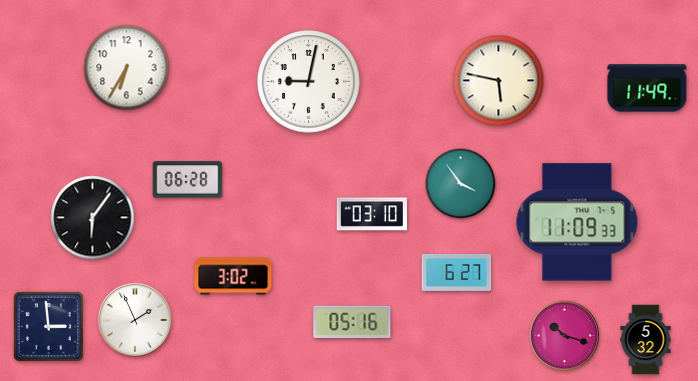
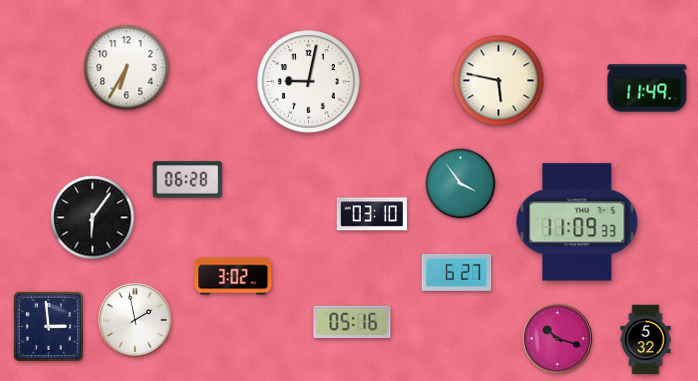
clock at (135, 320): 1:56 -> 1:58
clock at (565, 336) position: (565, 336) -> (558, 339)
